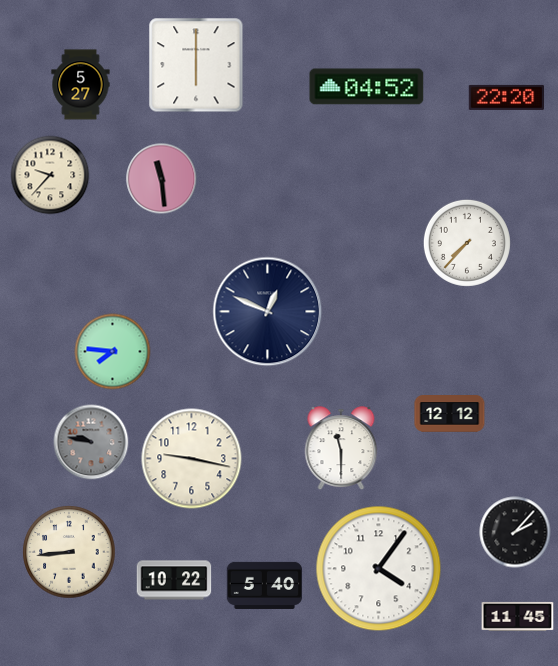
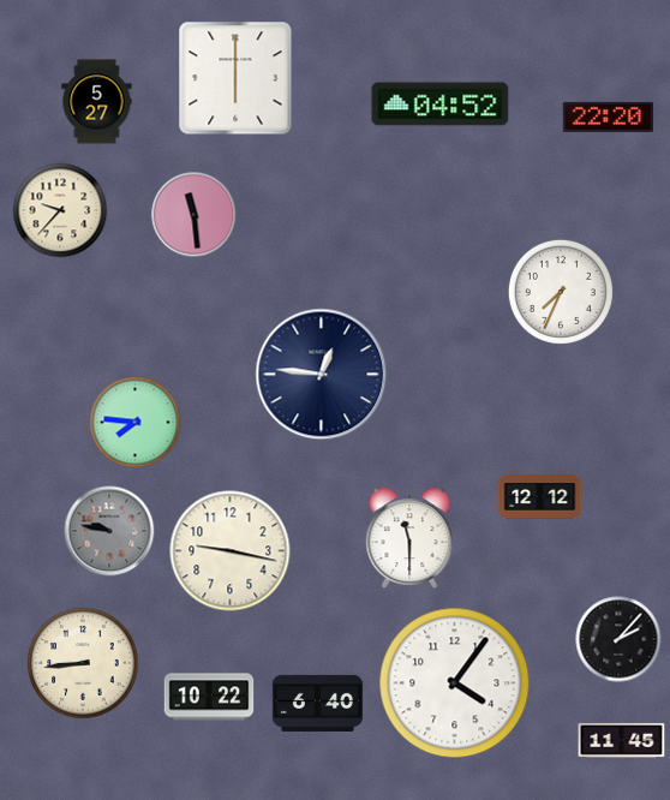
clock at (467, 243): 7:37 -> 7:34
clock at (268, 312): 12:49 -> 12:46
clock at (265, 585): 5:40 -> 6:40
